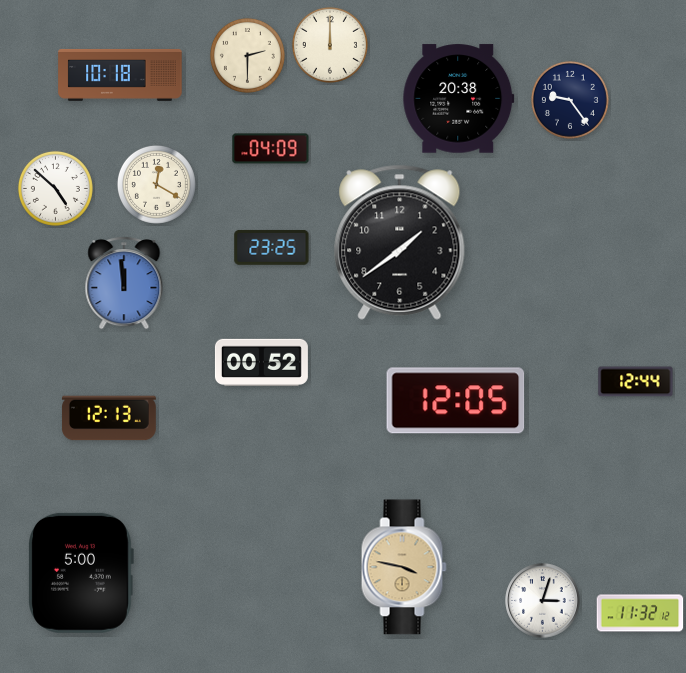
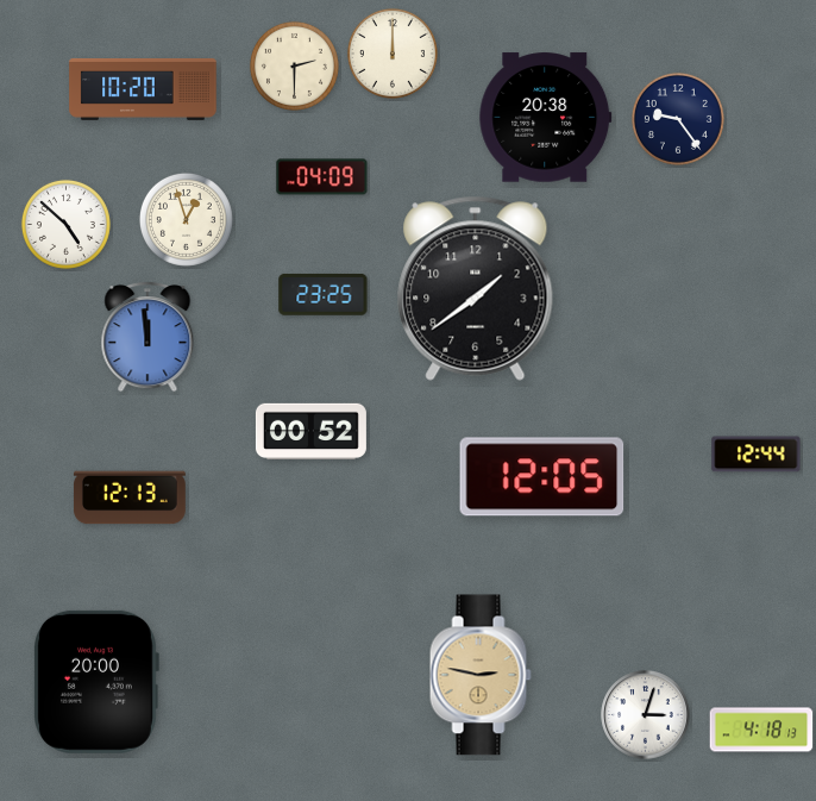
clock at (120, 75): 10:18 -> 10:20
clock at (156, 184): 12:20 -> 12:57
clock at (404, 567): 3:47 -> 2:47
clock at (81, 573): 5:00 -> 20:00
clock at (640, 613): 11:32 -> 4:18
